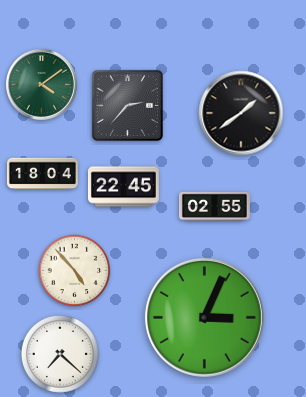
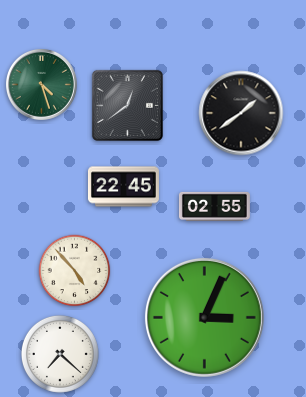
clock at (41, 84): 4:09 -> 4:27
clock at (127, 105): 2:37 -> 12:39
clock at (42, 174): 18:04 -> none
